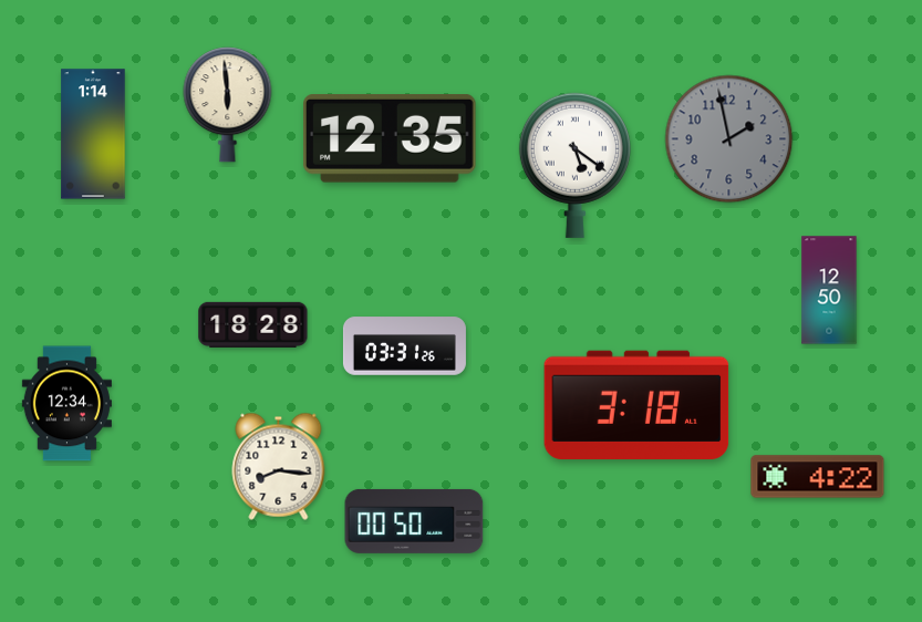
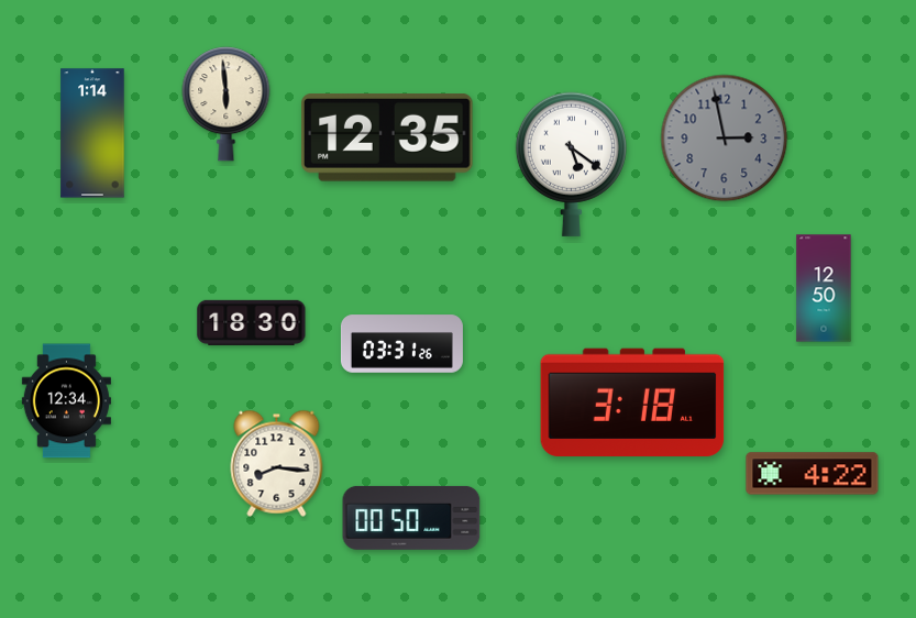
clock at (729, 139): 1:58 -> 2:58
clock at (253, 324): 18:28 -> 18:30
